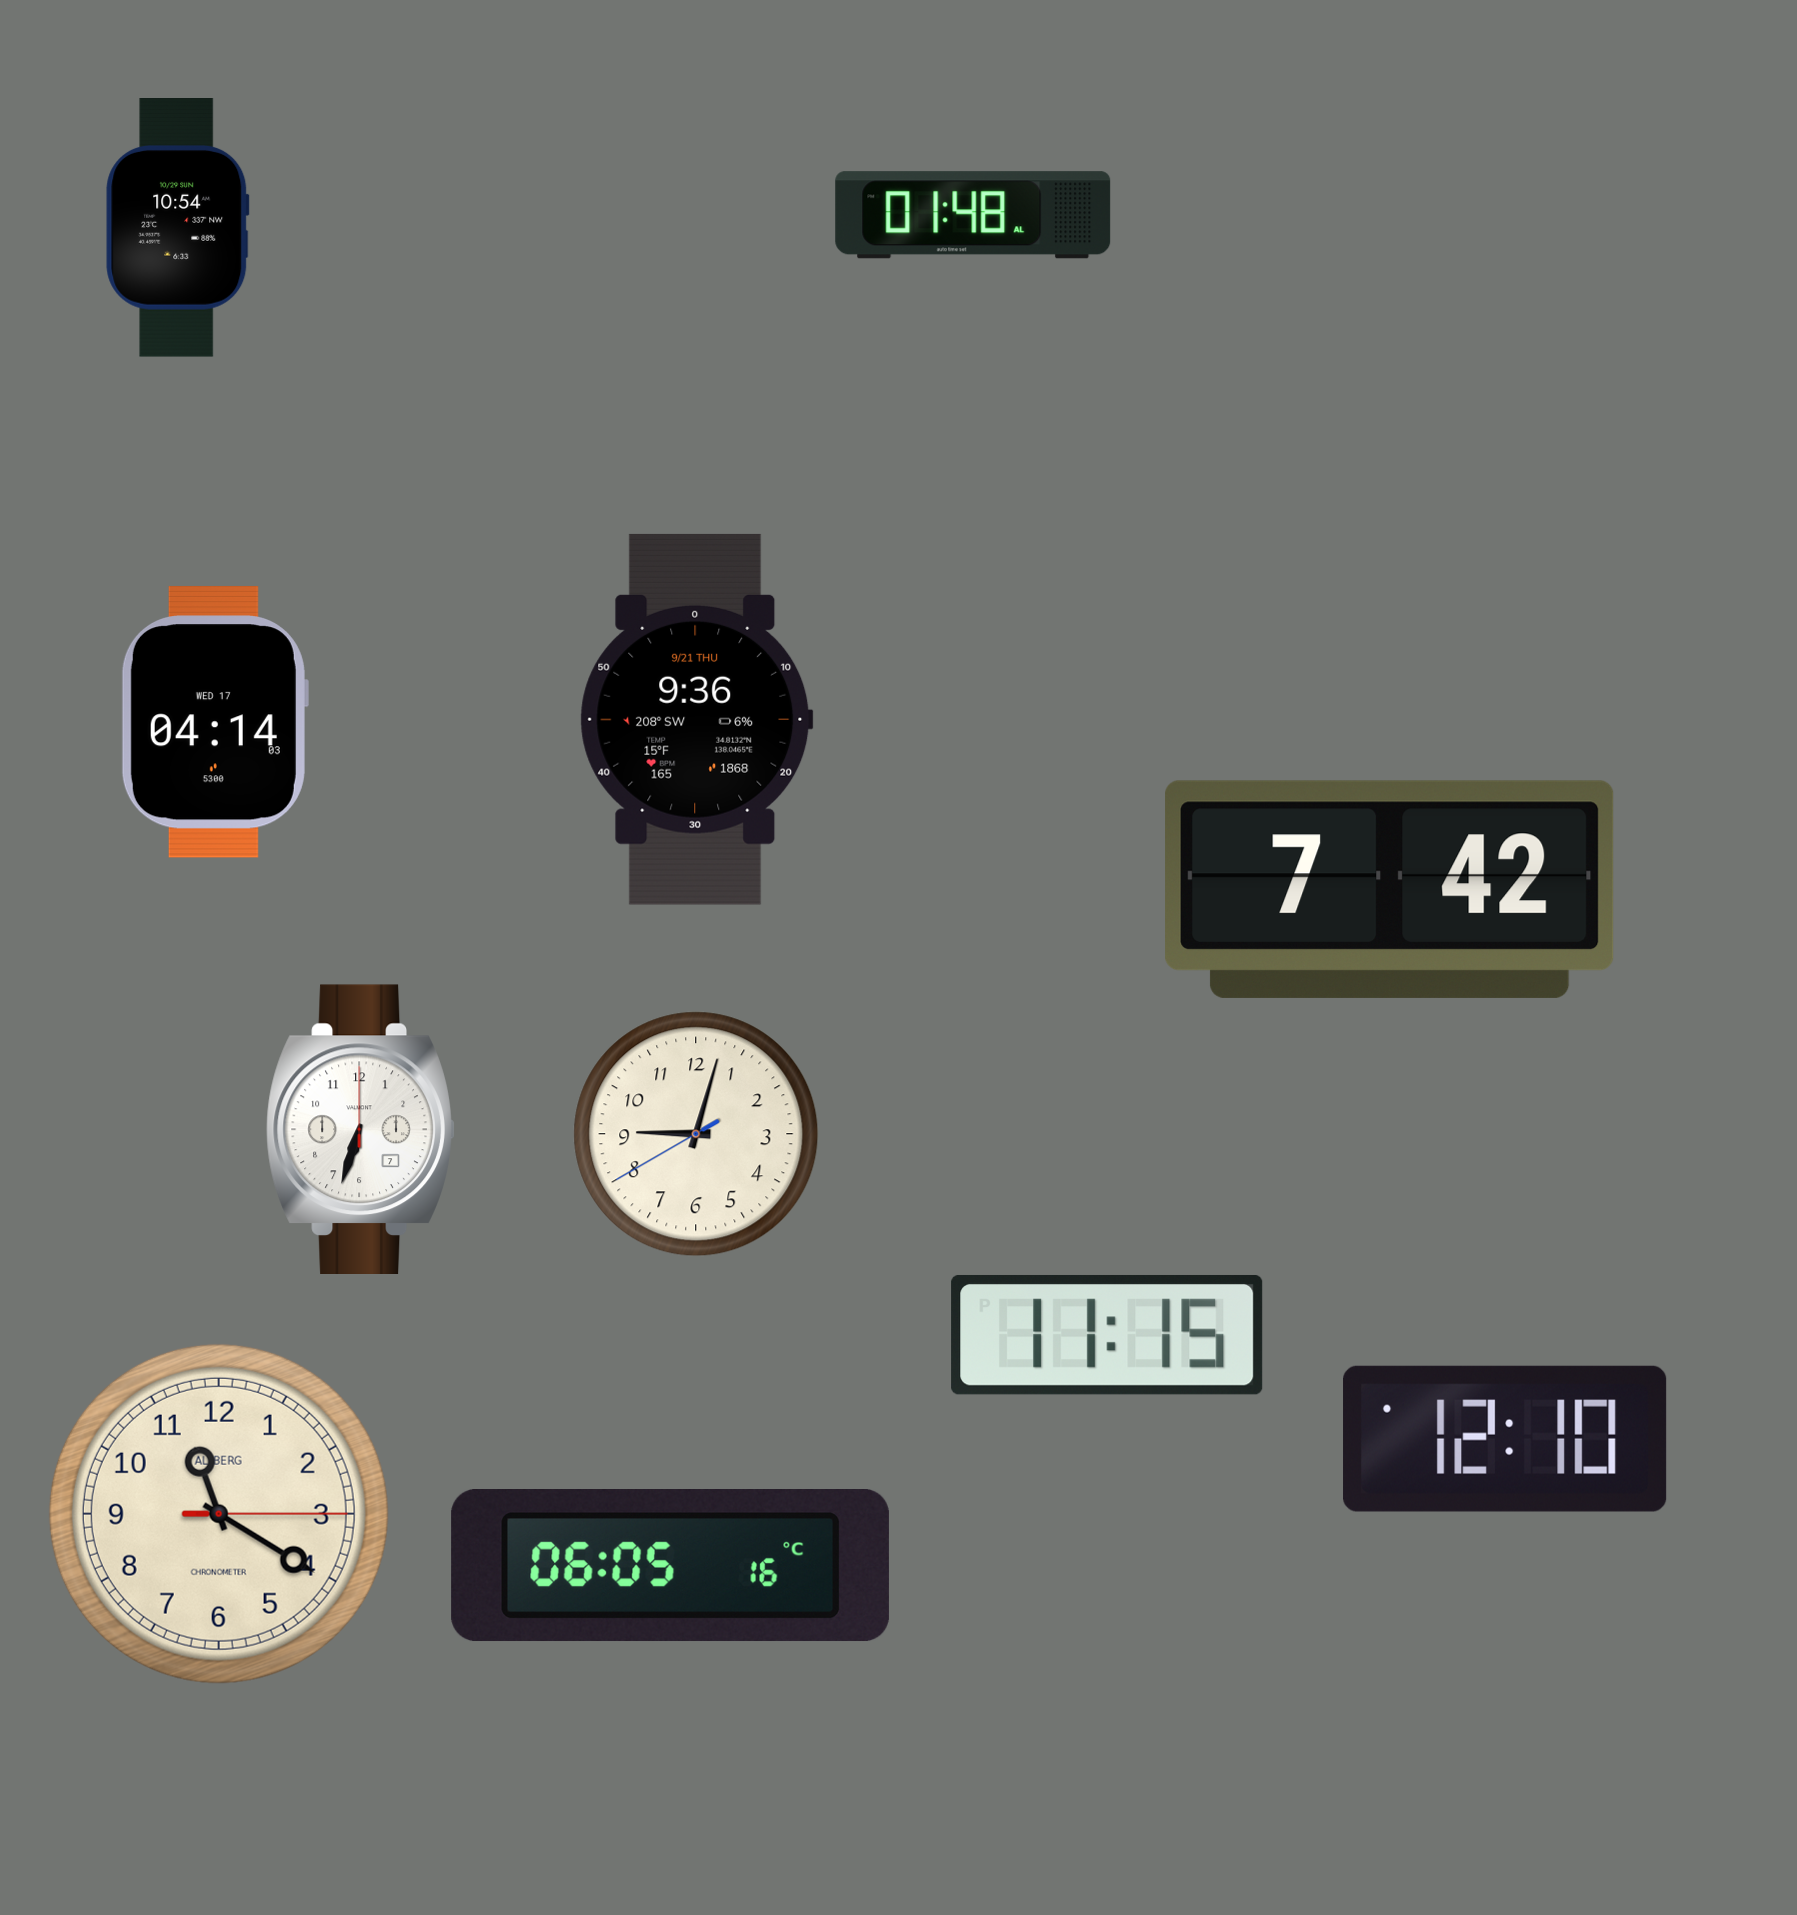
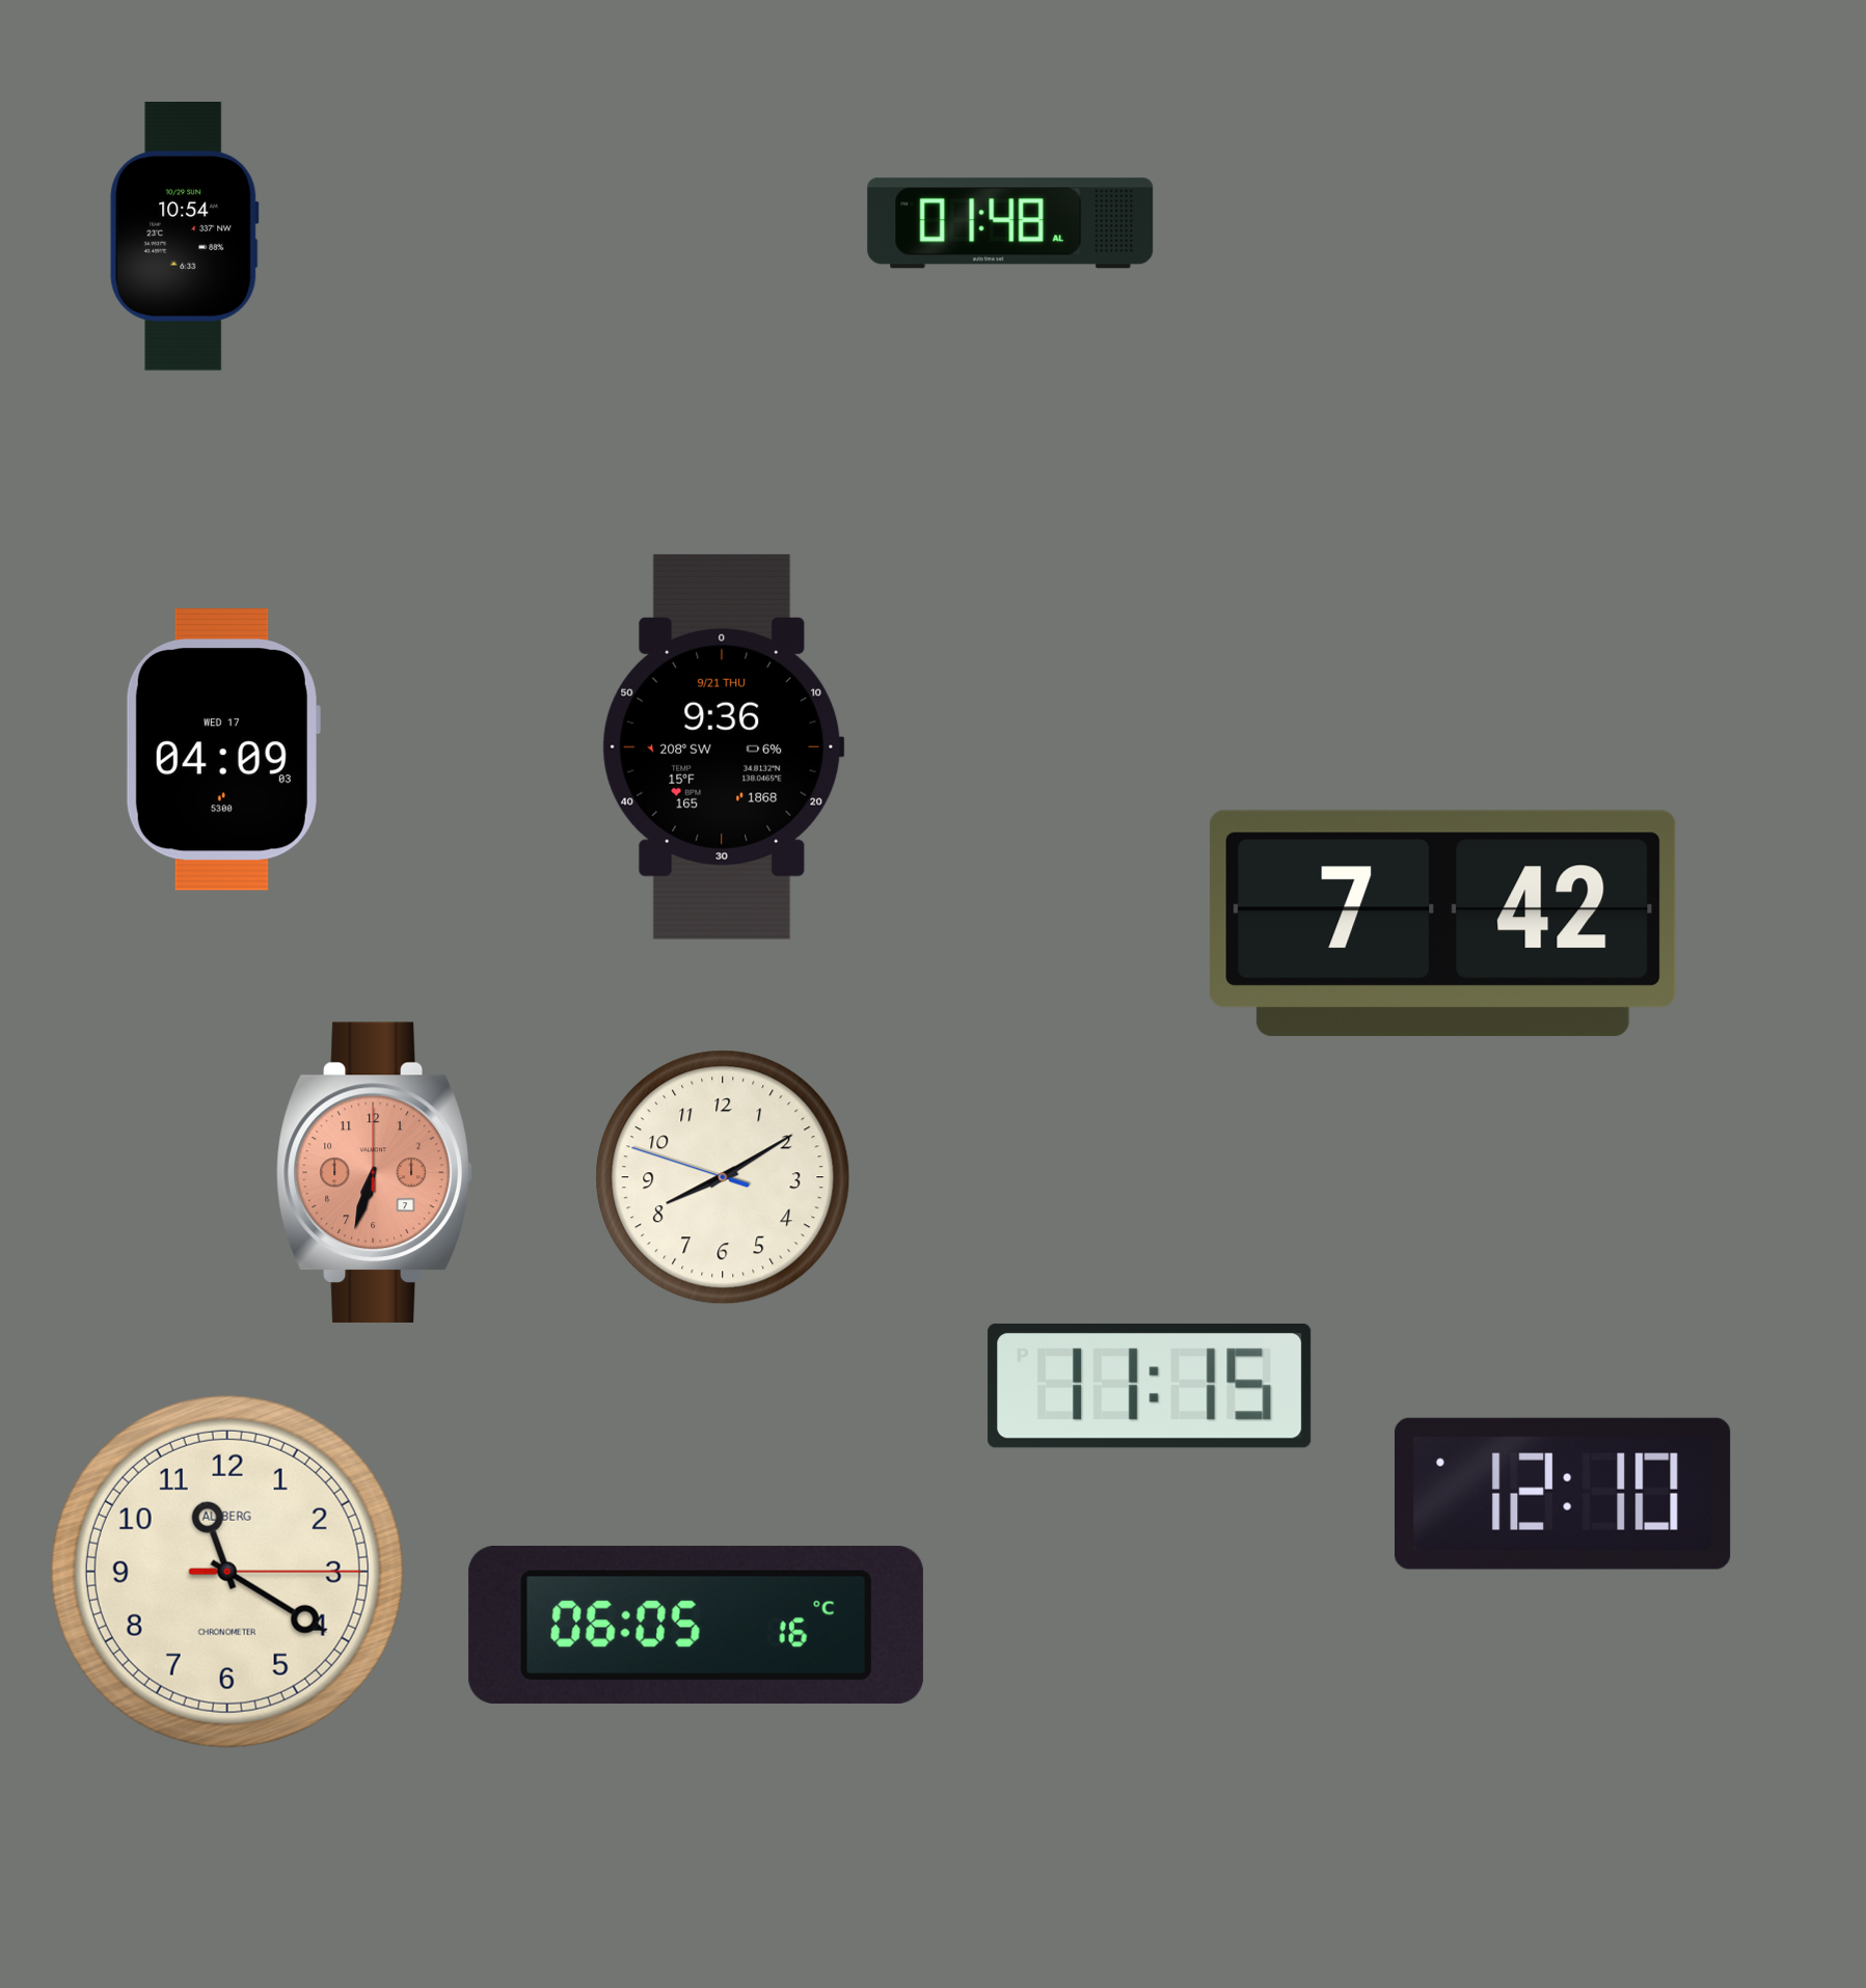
clock at (214, 722): 04:14 -> 04:09
clock at (361, 1129) dial: white -> salmon
clock at (696, 1134): 9:02 -> 8:09
